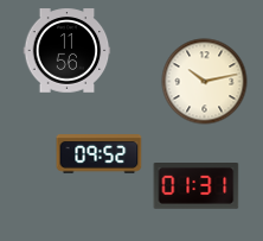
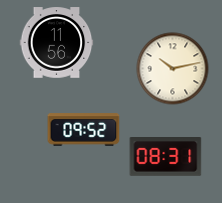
clock at (197, 186): 01:31 -> 08:31
